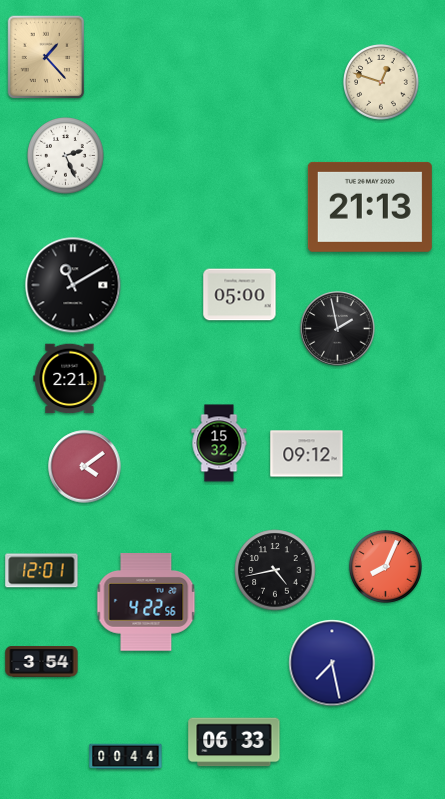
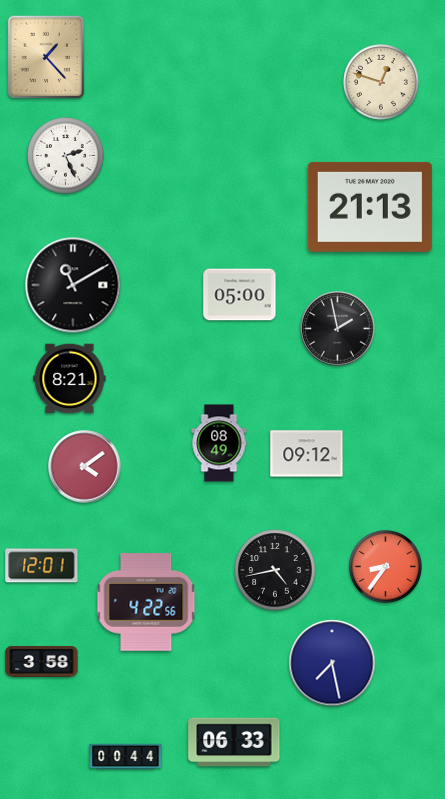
clock at (70, 379): 2:21 -> 8:21
clock at (219, 443): 15:32 -> 08:49
clock at (385, 566): 8:04 -> 8:36
clock at (42, 571) position: (42, 571) -> (42, 566)
clock at (42, 662): 3:54 -> 3:58
